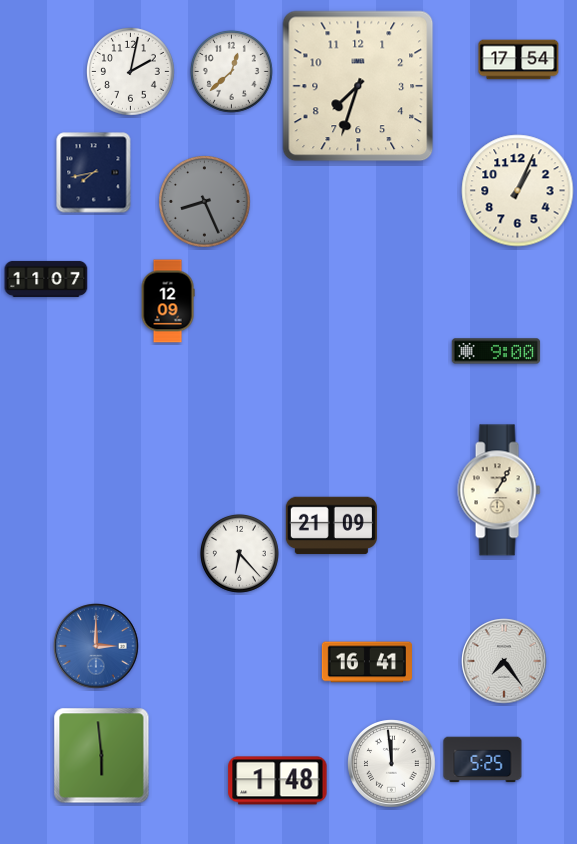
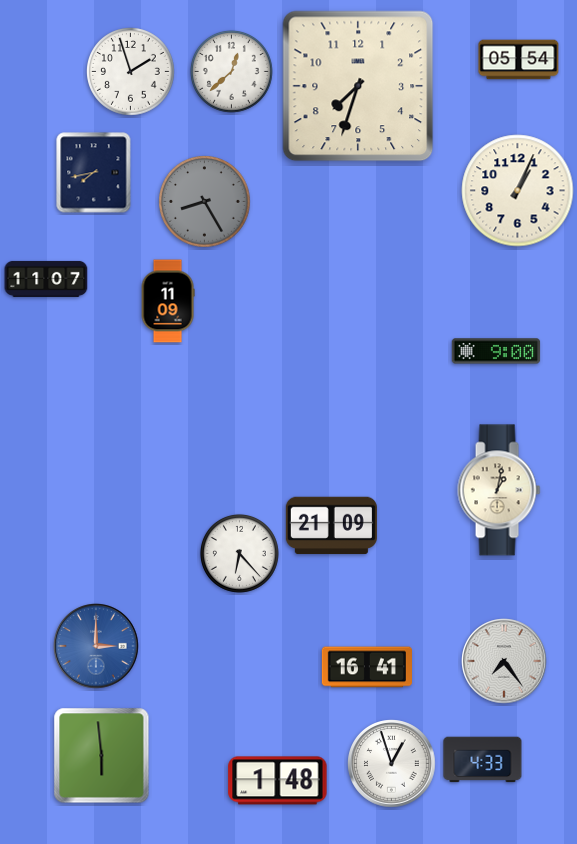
clock at (519, 60): 17:54 -> 05:54
clock at (131, 72): 2:02 -> 1:57
clock at (205, 202): 8:26 -> 8:25
clock at (168, 301): 12:09 -> 11:09
clock at (499, 490): 1:05 -> 1:02
clock at (367, 662) position: (367, 662) -> (367, 667)
clock at (483, 760): 5:25 -> 4:33
clock at (392, 764): 11:59 -> 12:57
